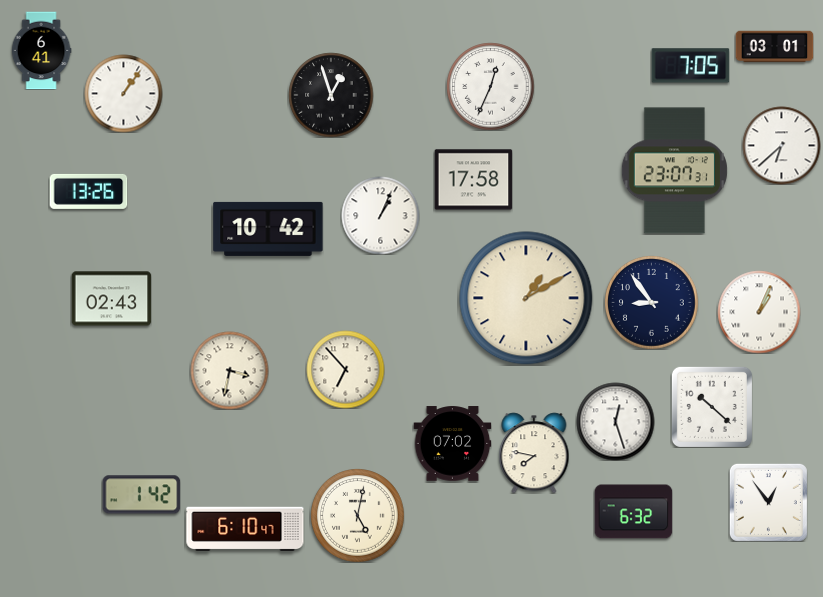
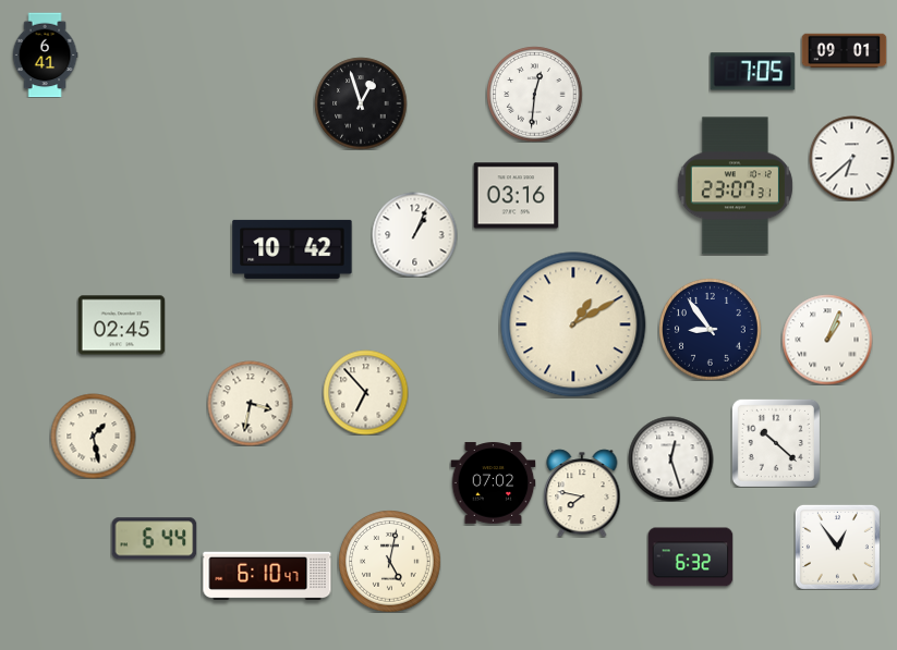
clock at (774, 47): 03:01 -> 09:01
clock at (490, 86): 12:34 -> 12:31
clock at (123, 93): 1:06 -> none
clock at (473, 180): 17:58 -> 03:16
clock at (88, 191): 13:26 -> none
clock at (111, 299): 02:43 -> 02:45
clock at (345, 369) position: (345, 369) -> (365, 392)
clock at (93, 436): none -> 1:28
clock at (141, 495): 1:42 -> 6:44
